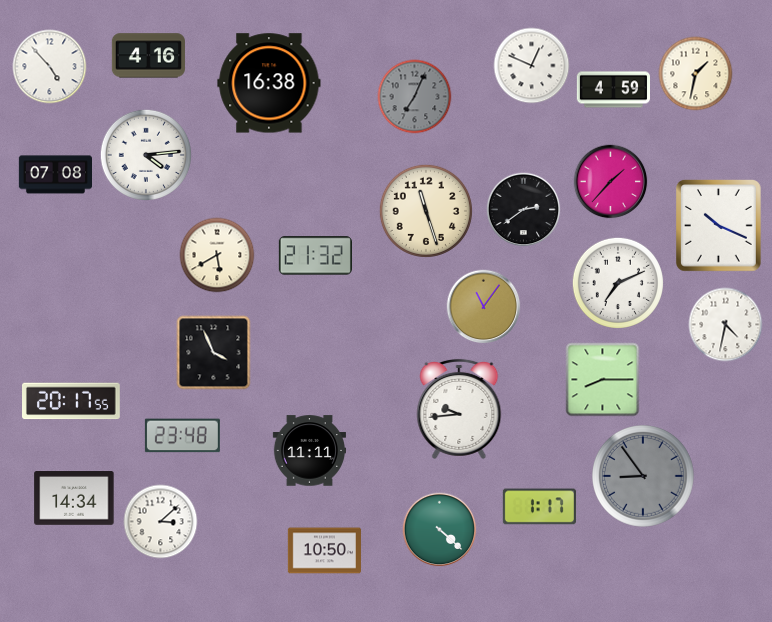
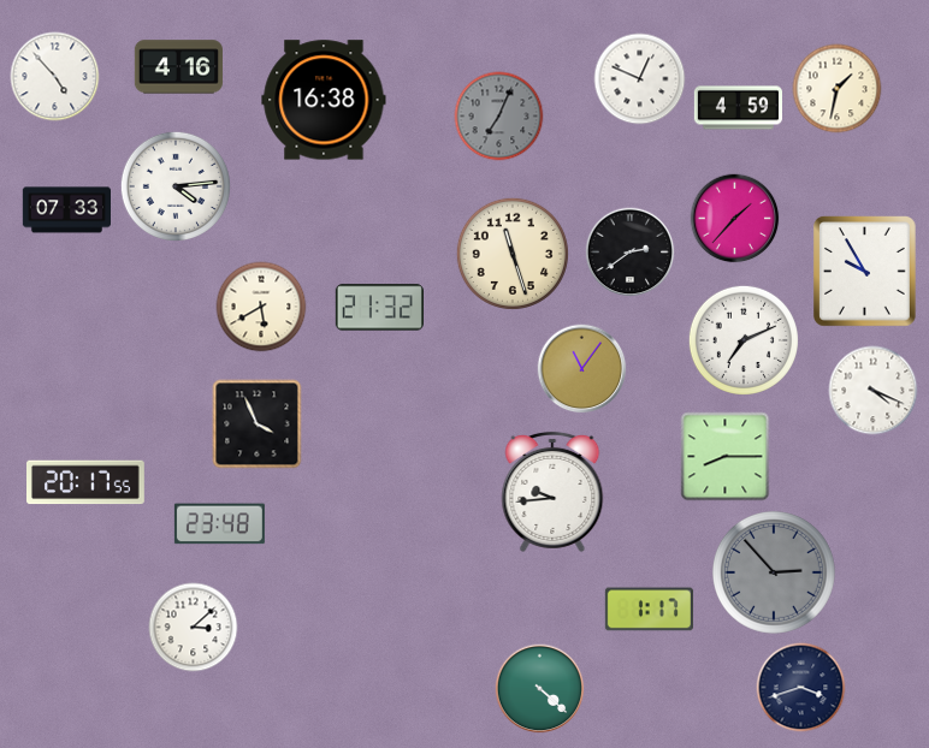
clock at (50, 67) position: (50, 67) -> (55, 77)
clock at (55, 175): 07:08 -> 07:33
clock at (719, 226): 10:19 -> 9:55
clock at (726, 325): 4:32 -> 4:19
clock at (309, 451): 11:11 -> none
clock at (644, 477): 8:54 -> 2:53
clock at (74, 499): 14:34 -> none
clock at (440, 530) position: (440, 530) -> (540, 689)
clock at (324, 551): 10:50 -> none
clock at (801, 688): none -> 3:42
